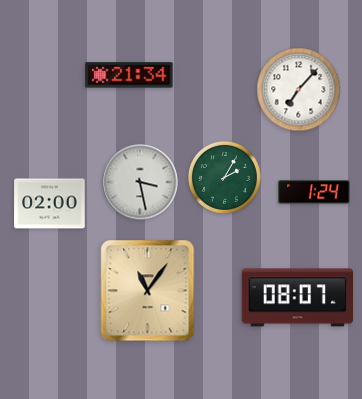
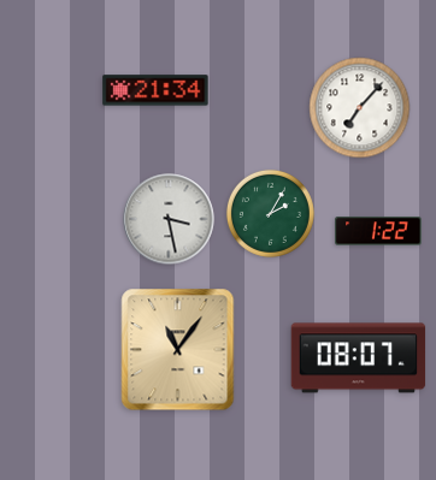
clock at (314, 192): 1:24 -> 1:22
clock at (50, 204): 02:00 -> none
